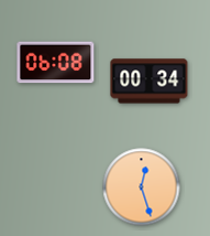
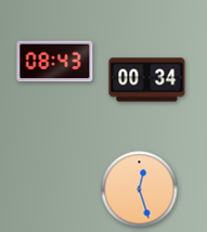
clock at (56, 63): 06:08 -> 08:43
clock at (142, 187) position: (142, 187) -> (140, 190)
